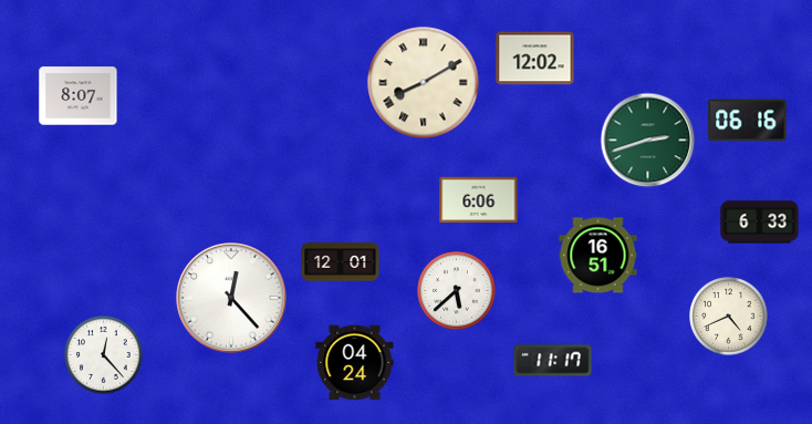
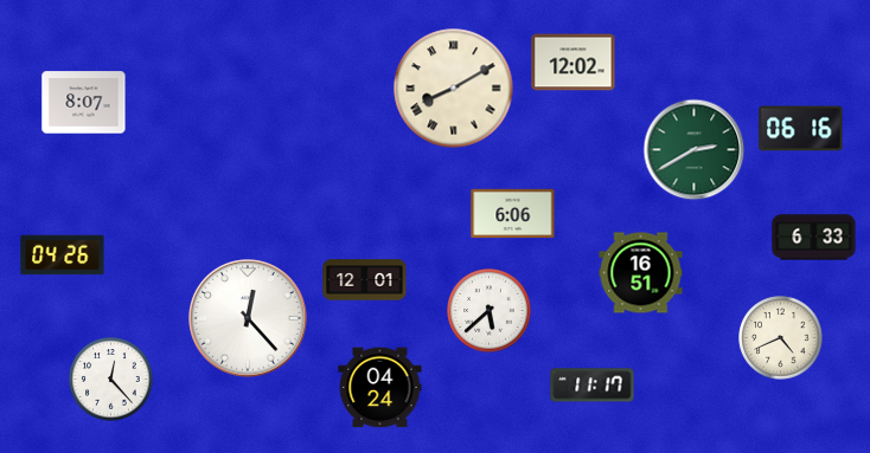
clock at (648, 141): 2:42 -> 2:40
clock at (63, 255): none -> 04:26
